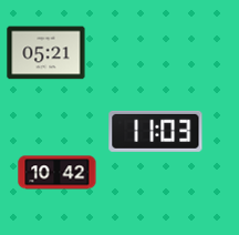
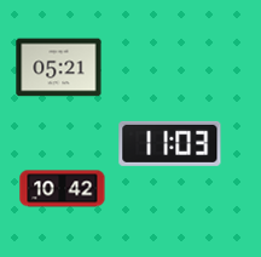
clock at (46, 53) position: (46, 53) -> (59, 68)
